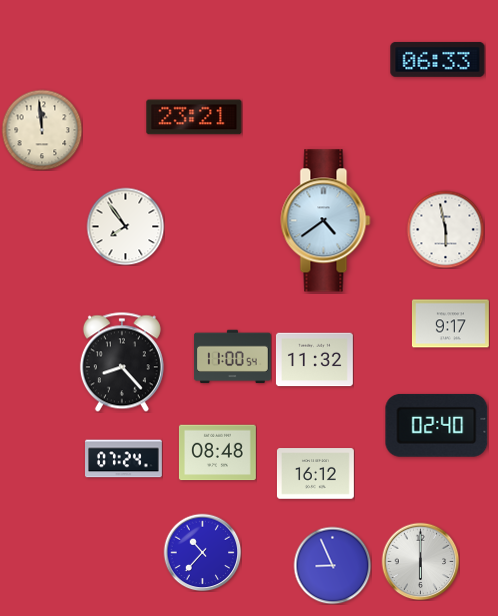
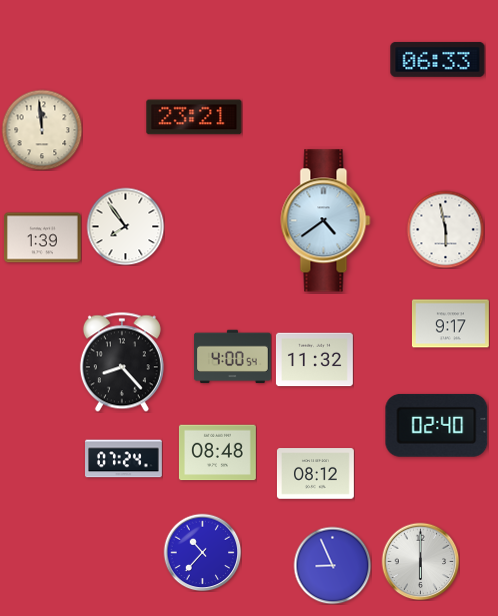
clock at (42, 238): none -> 1:39
clock at (232, 357): 11:00 -> 4:00
clock at (316, 474): 16:12 -> 08:12
